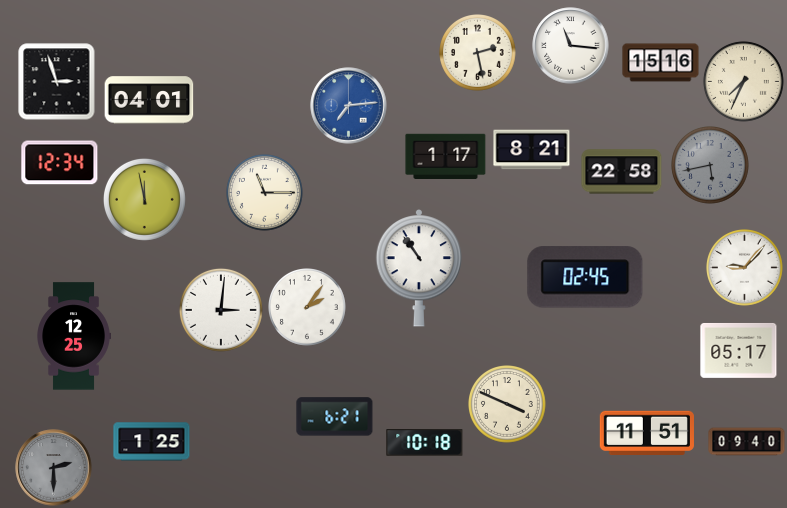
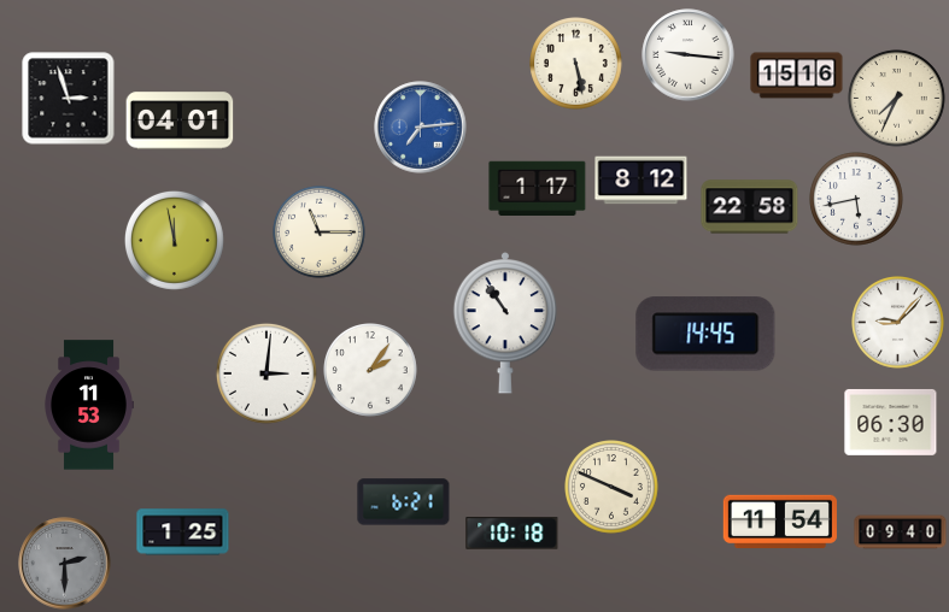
clock at (571, 46): 11:16 -> 9:16
clock at (478, 53): 2:28 -> 5:28
clock at (532, 150): 8:21 -> 8:12
clock at (60, 163): 12:34 -> none
clock at (711, 166) dial: grey -> white
clock at (585, 277): 02:45 -> 14:45
clock at (74, 336): 12:25 -> 11:53
clock at (739, 350): 05:17 -> 06:30
clock at (647, 432): 11:51 -> 11:54
